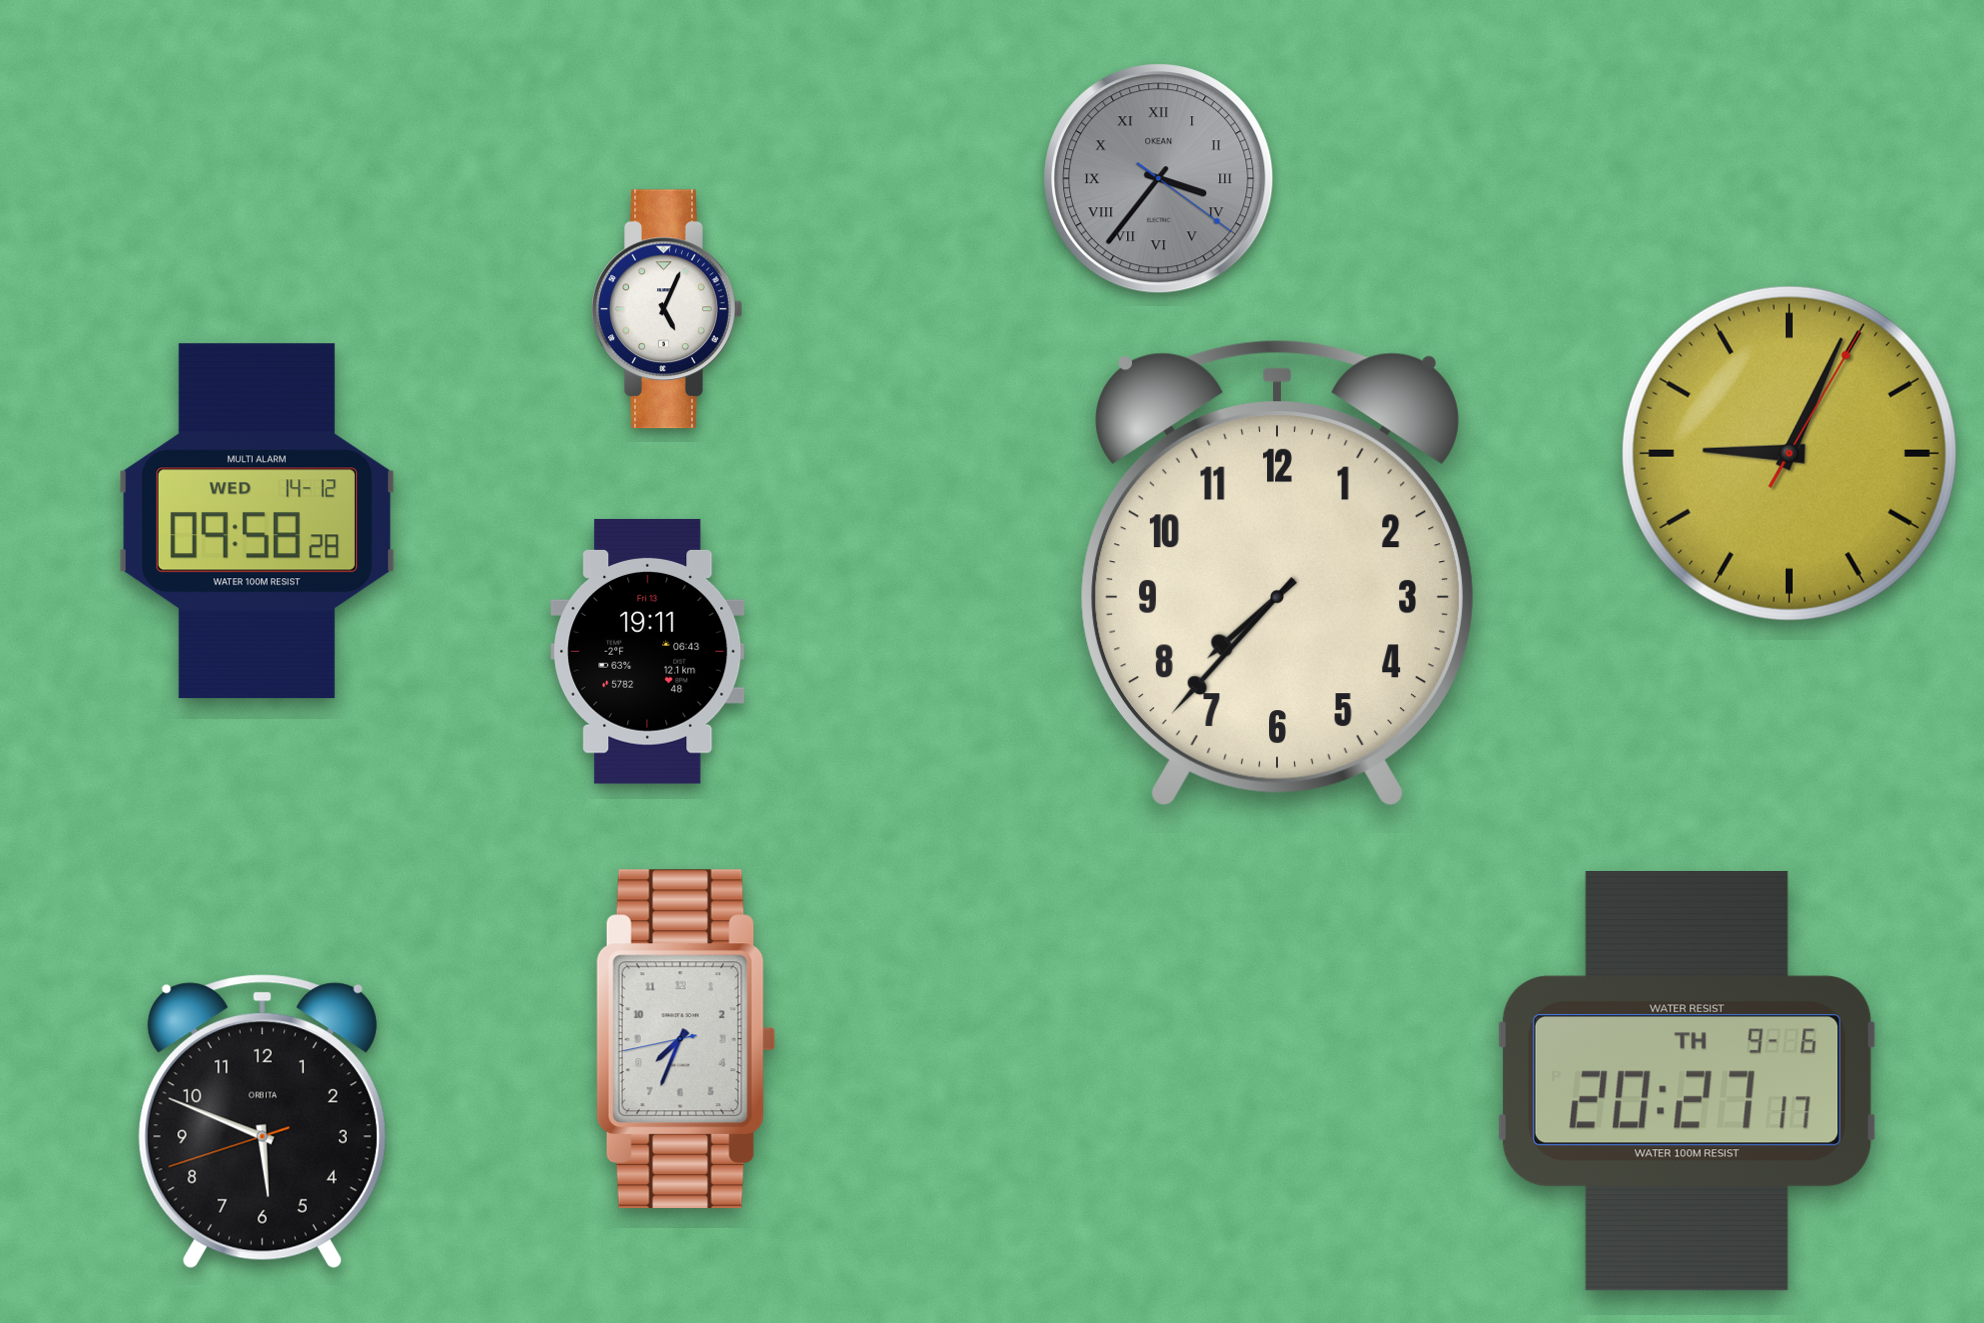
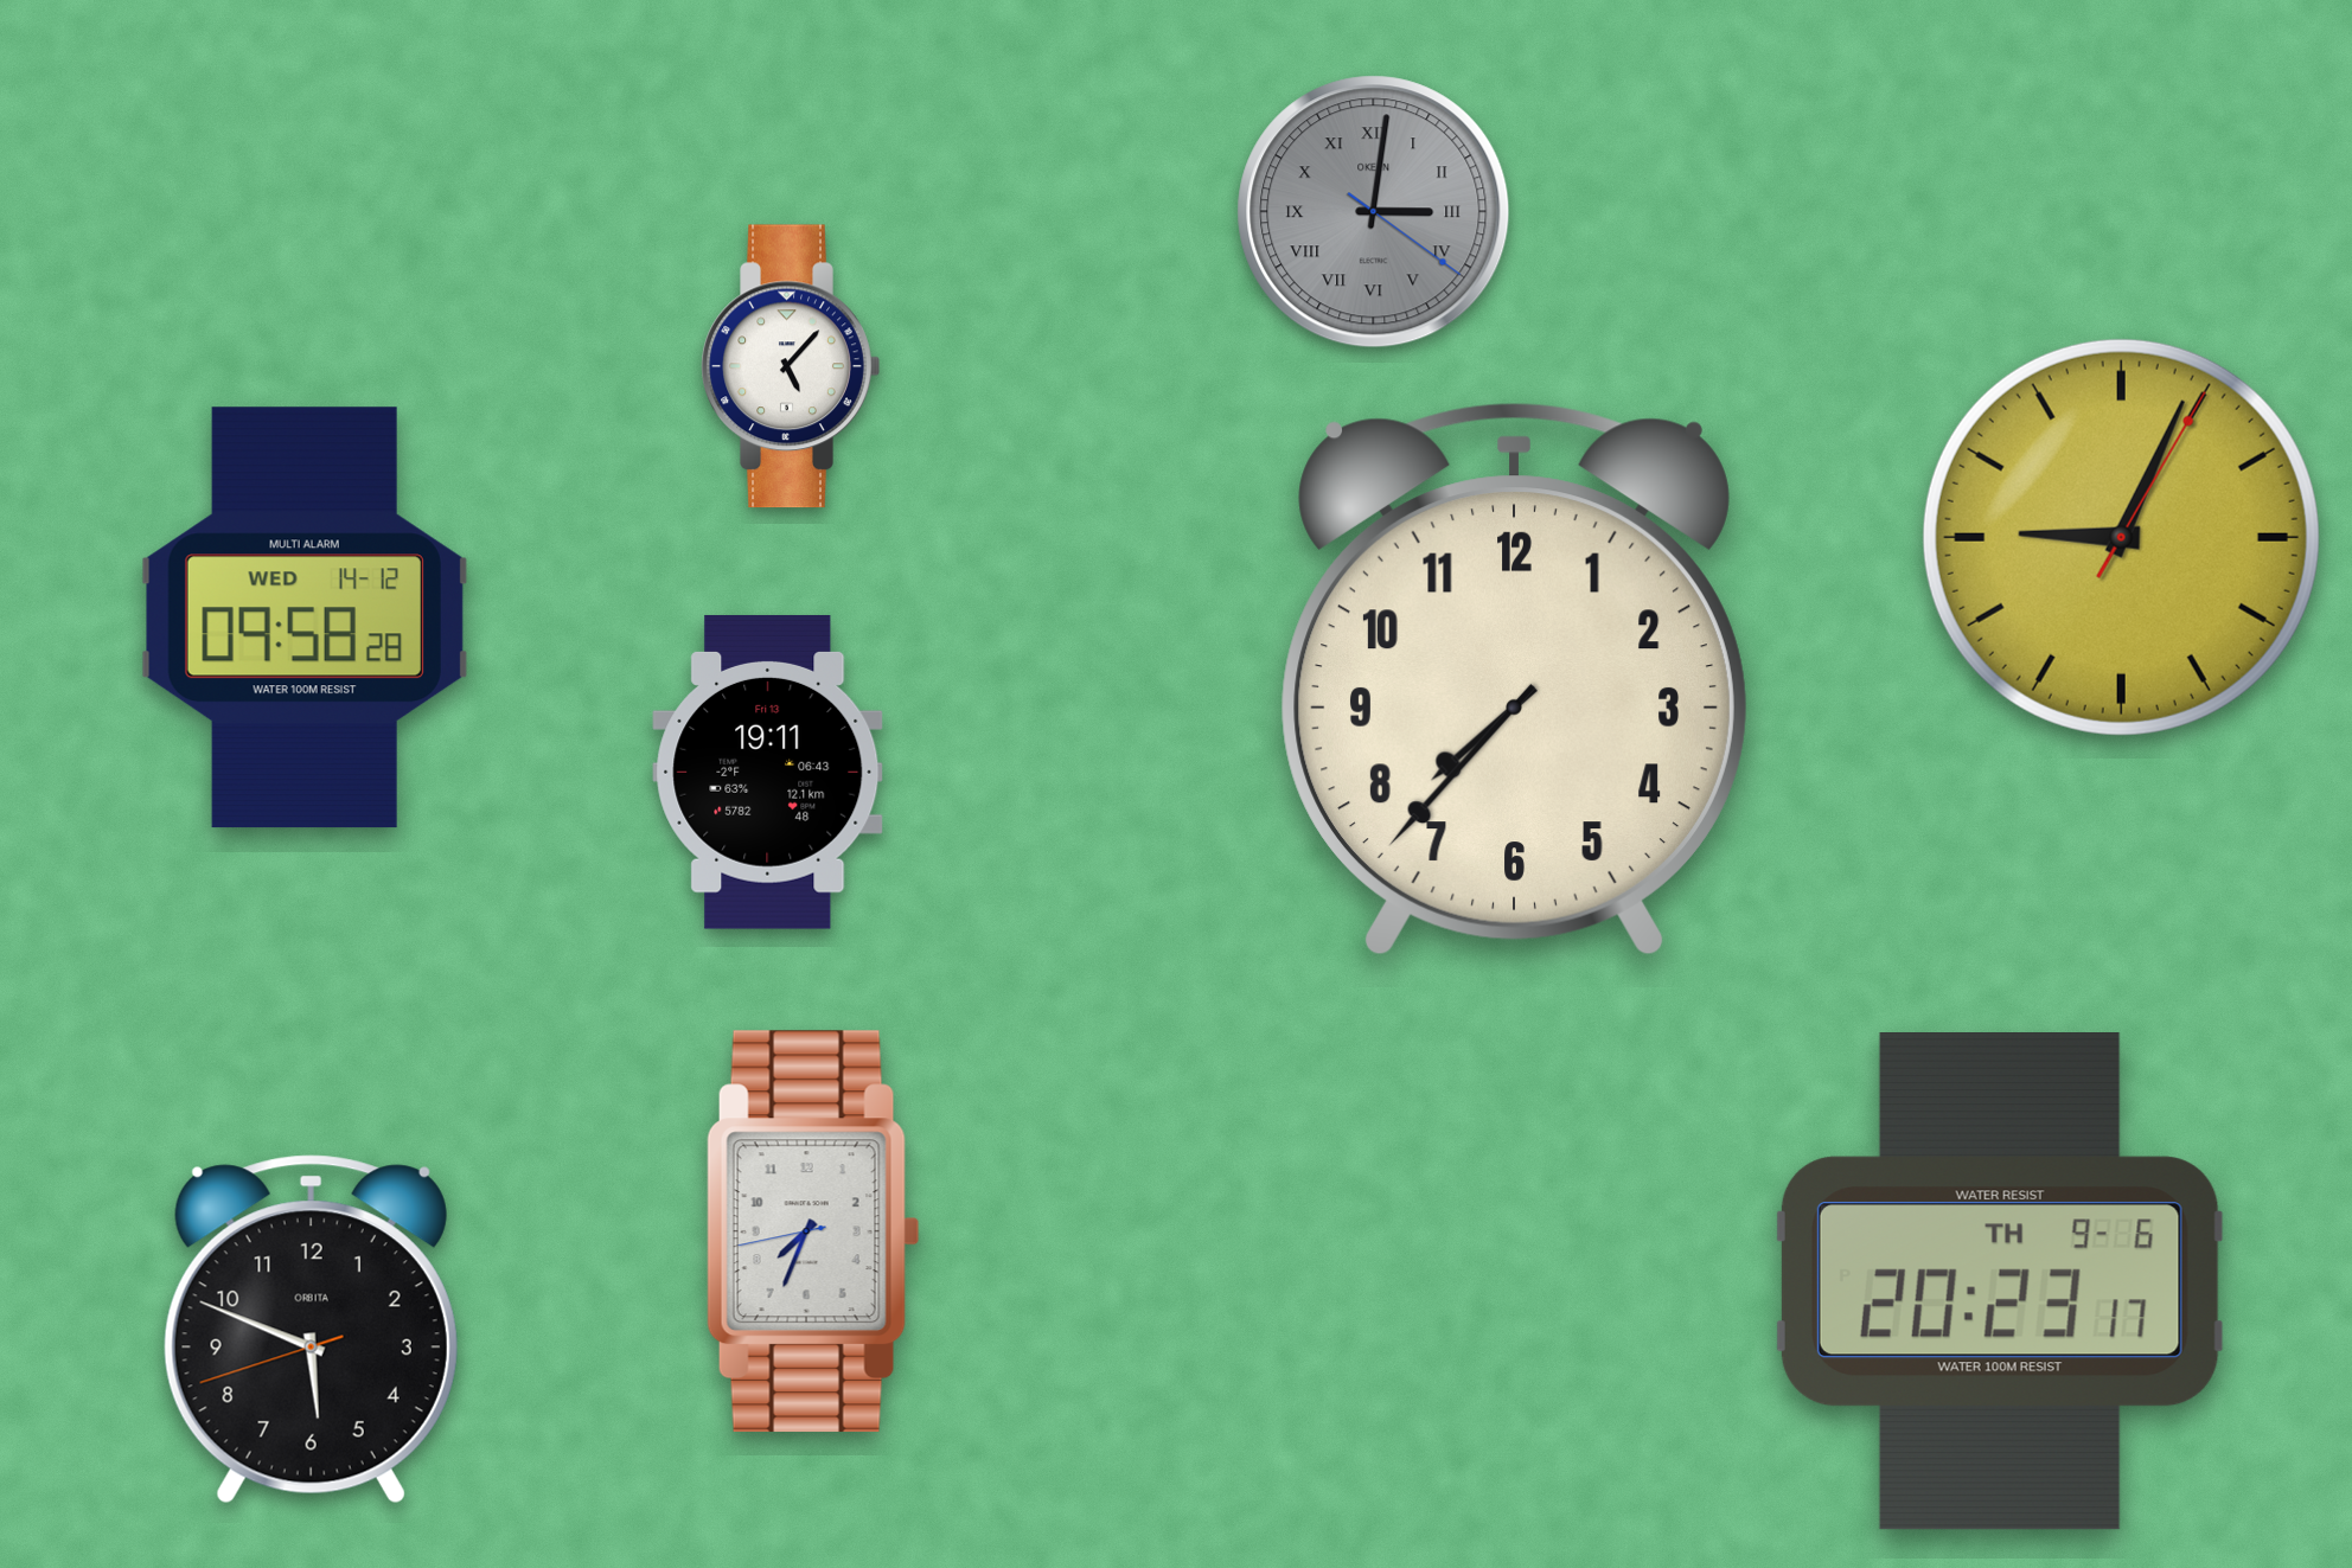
clock at (1159, 179): 3:36 -> 3:01
clock at (667, 309): 5:04 -> 5:07
clock at (1687, 1081): 20:27 -> 20:23
